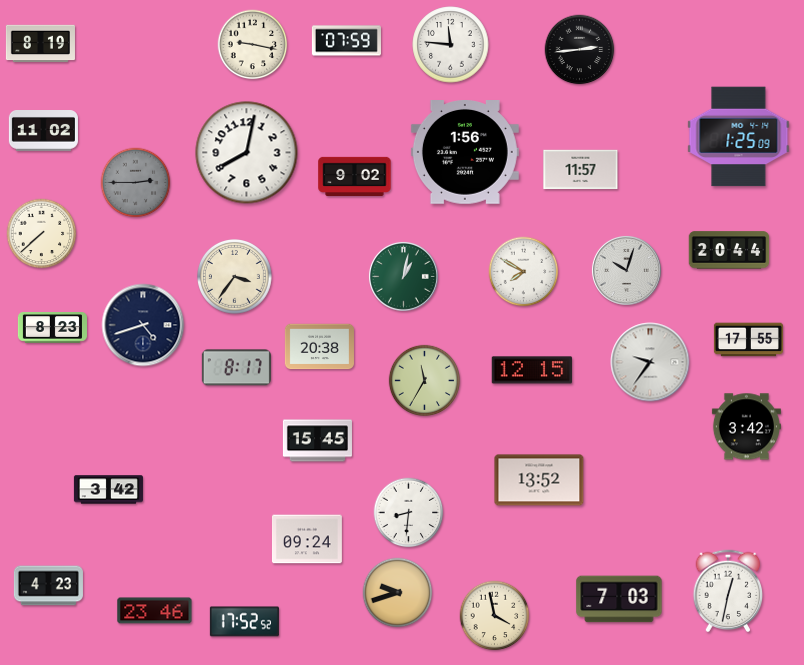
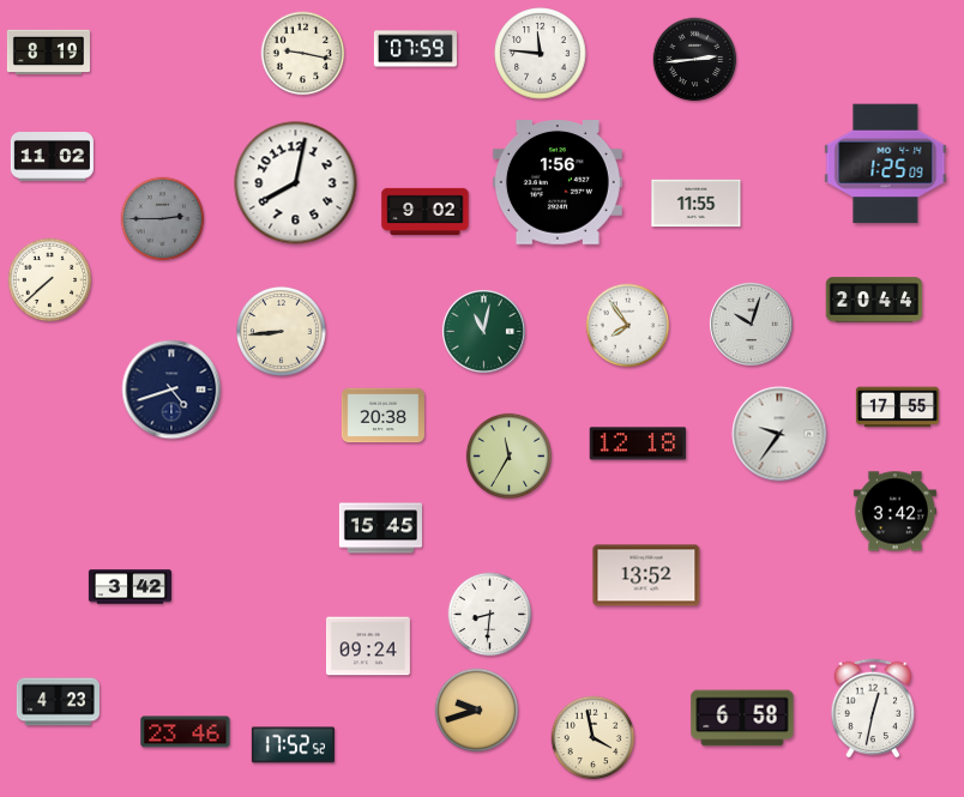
clock at (581, 170): 11:57 -> 11:55
clock at (524, 272): 7:50 -> 7:54
clock at (403, 276): 1:02 -> 11:02
clock at (235, 277): 3:36 -> 8:44
clock at (52, 328): 8:23 -> none
clock at (236, 368): 8:17 -> none
clock at (532, 370): 12:15 -> 12:18
clock at (619, 599): 7:03 -> 6:58
